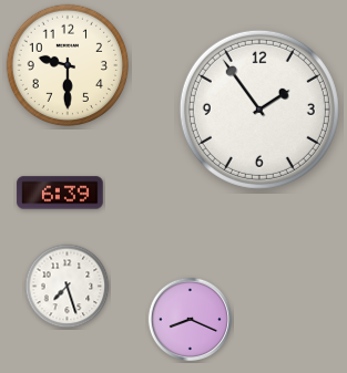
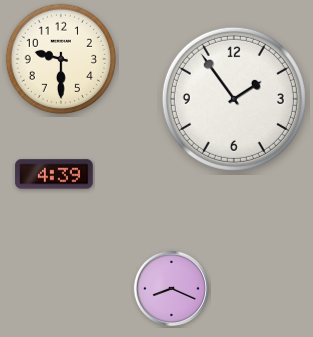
clock at (60, 193): 6:39 -> 4:39
clock at (68, 287): 7:27 -> none
